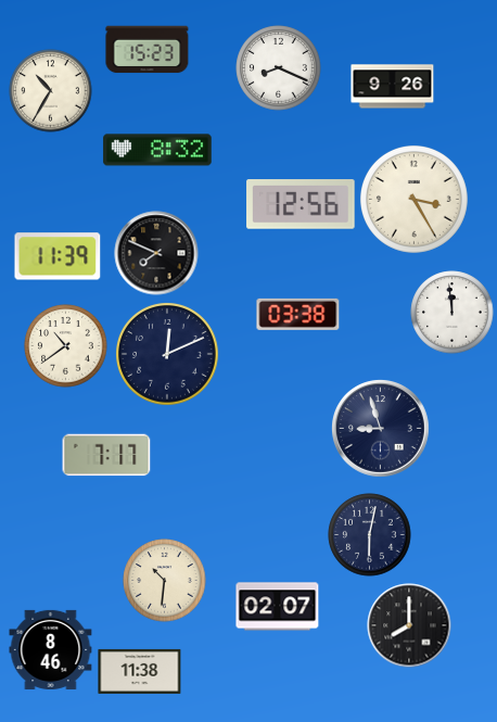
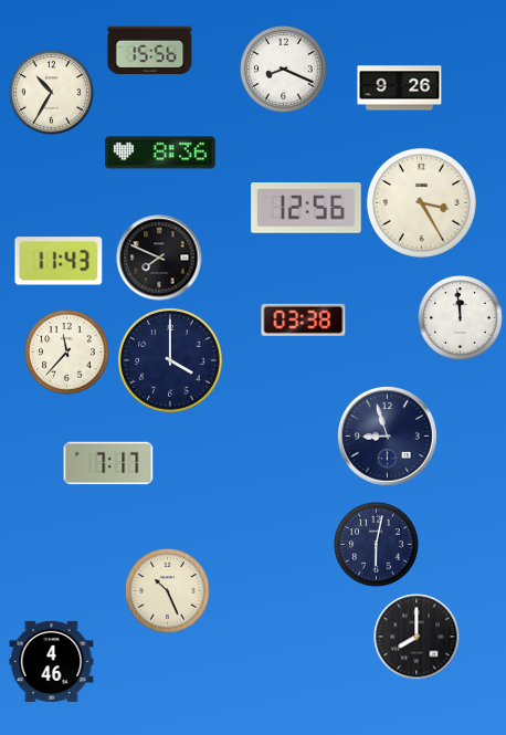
clock at (148, 50): 15:23 -> 15:56
clock at (157, 150): 8:32 -> 8:36
clock at (58, 256): 11:39 -> 11:43
clock at (66, 346): 10:39 -> 11:37
clock at (168, 355): 12:11 -> 4:00
clock at (165, 581): 10:31 -> 10:26
clock at (278, 607): 02:07 -> none
clock at (51, 649): 8:46 -> 4:46
clock at (140, 671): 11:38 -> none
